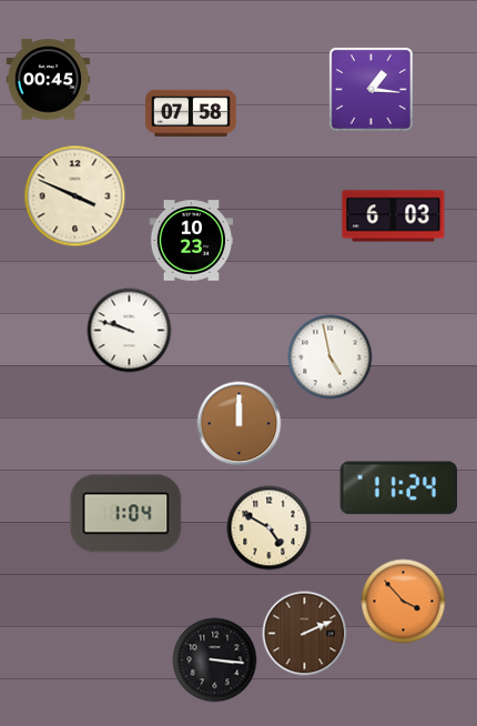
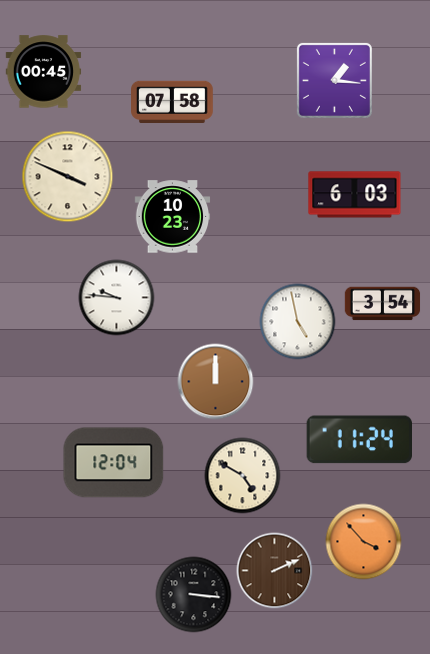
clock at (130, 331): 9:48 -> 9:46
clock at (383, 304): none -> 3:54
clock at (126, 514): 1:04 -> 12:04
